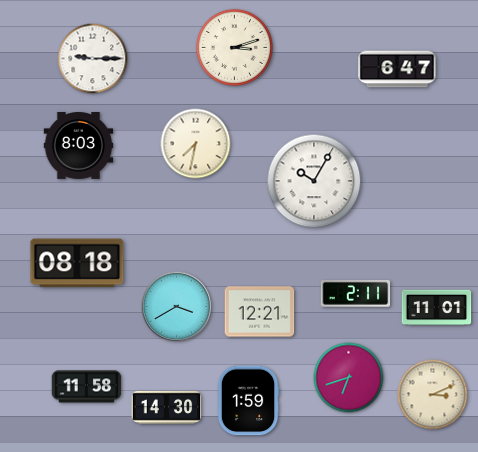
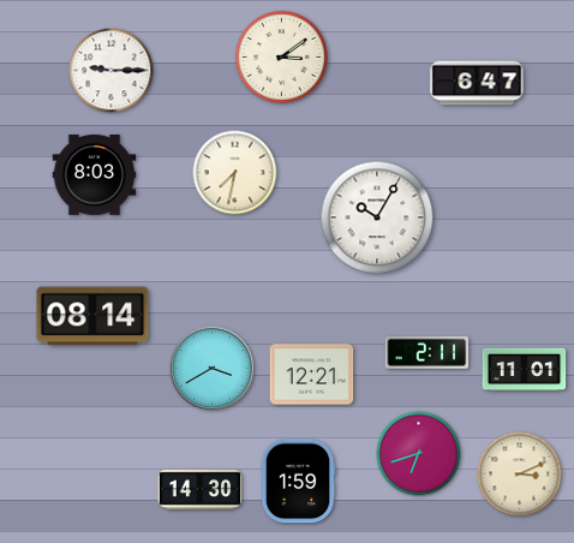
clock at (234, 47): 3:12 -> 3:09
clock at (77, 263): 08:18 -> 08:14
clock at (87, 387): 11:58 -> none
